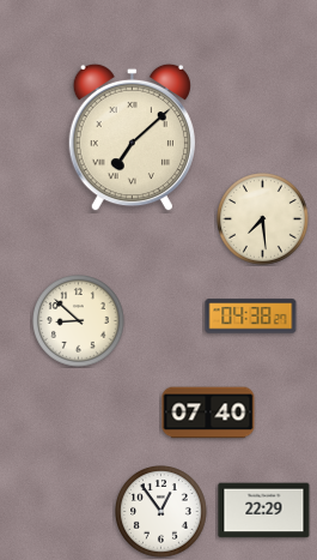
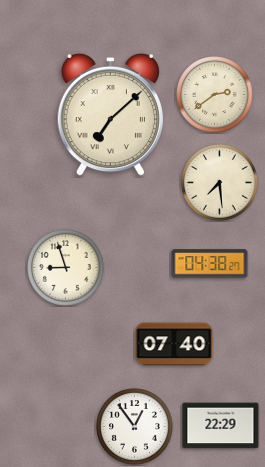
clock at (215, 95): none -> 2:39
clock at (79, 321): 8:52 -> 8:57
